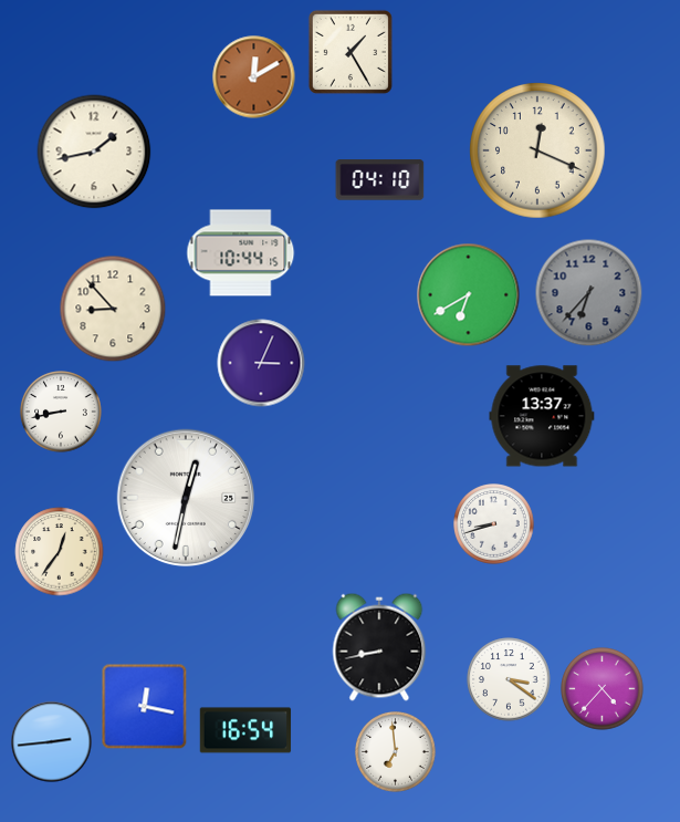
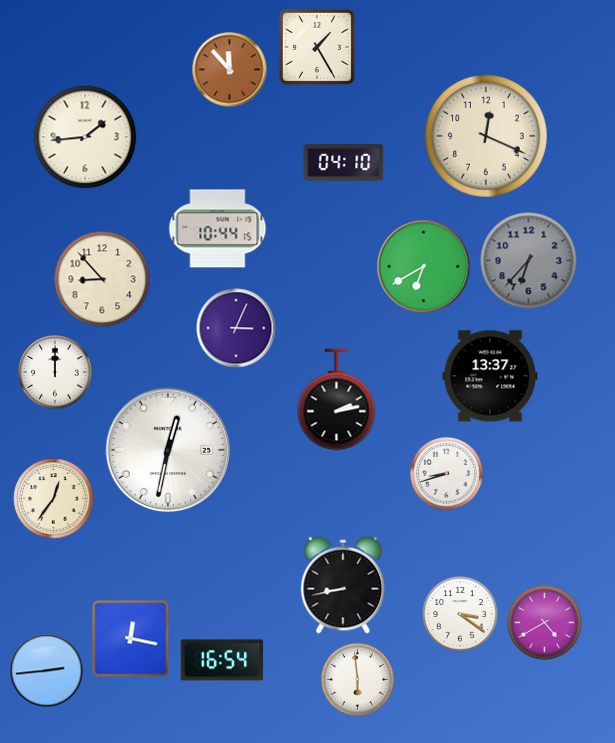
clock at (254, 77): 12:10 -> 11:53
clock at (94, 152): 1:43 -> 1:44
clock at (589, 293) position: (589, 293) -> (529, 261)
clock at (61, 412): 8:43 -> 12:00
clock at (337, 400): none -> 2:13
clock at (603, 689): 4:37 -> 4:40
clock at (396, 752): 6:59 -> 5:59
